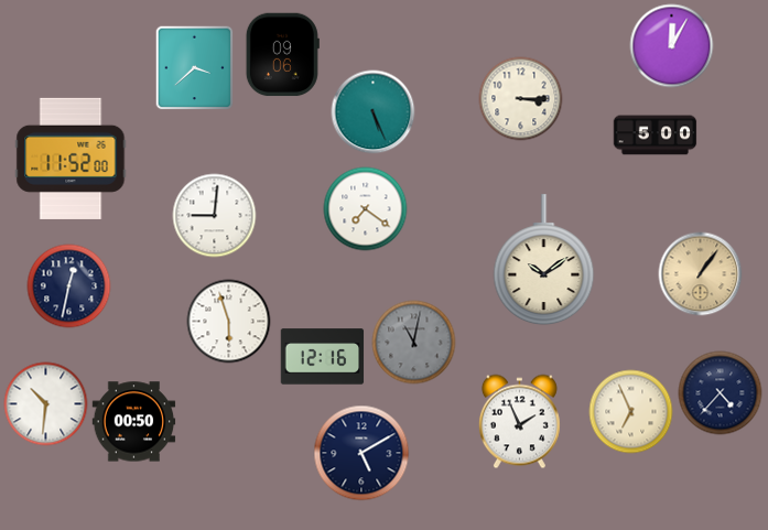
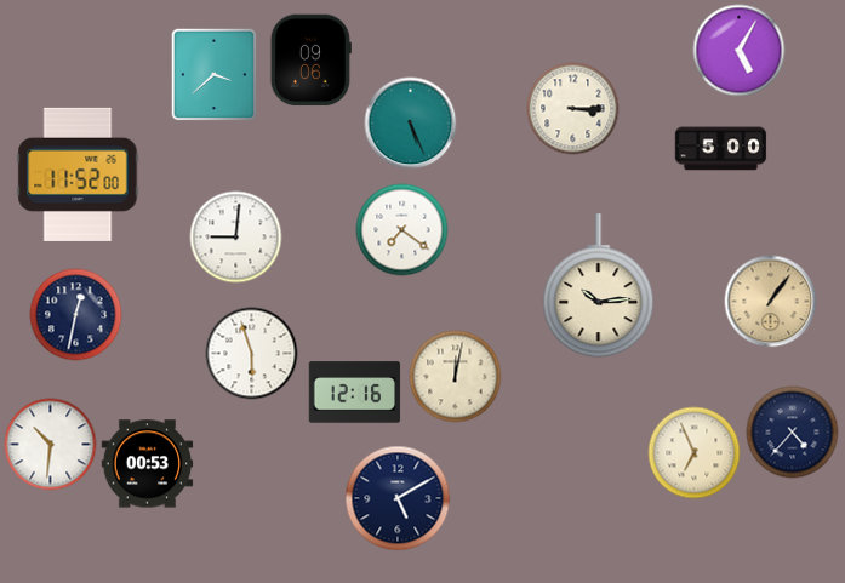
clock at (672, 46): 12:05 -> 5:05
clock at (544, 260): 10:09 -> 10:14
clock at (414, 343): 11:02 -> 12:02
clock at (414, 343) dial: grey -> cream
clock at (134, 422): 00:50 -> 00:53
clock at (519, 422): 1:56 -> none
